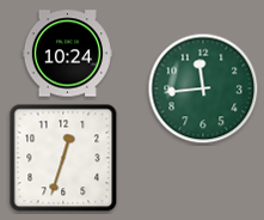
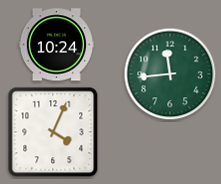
clock at (63, 158): 12:33 -> 4:04
